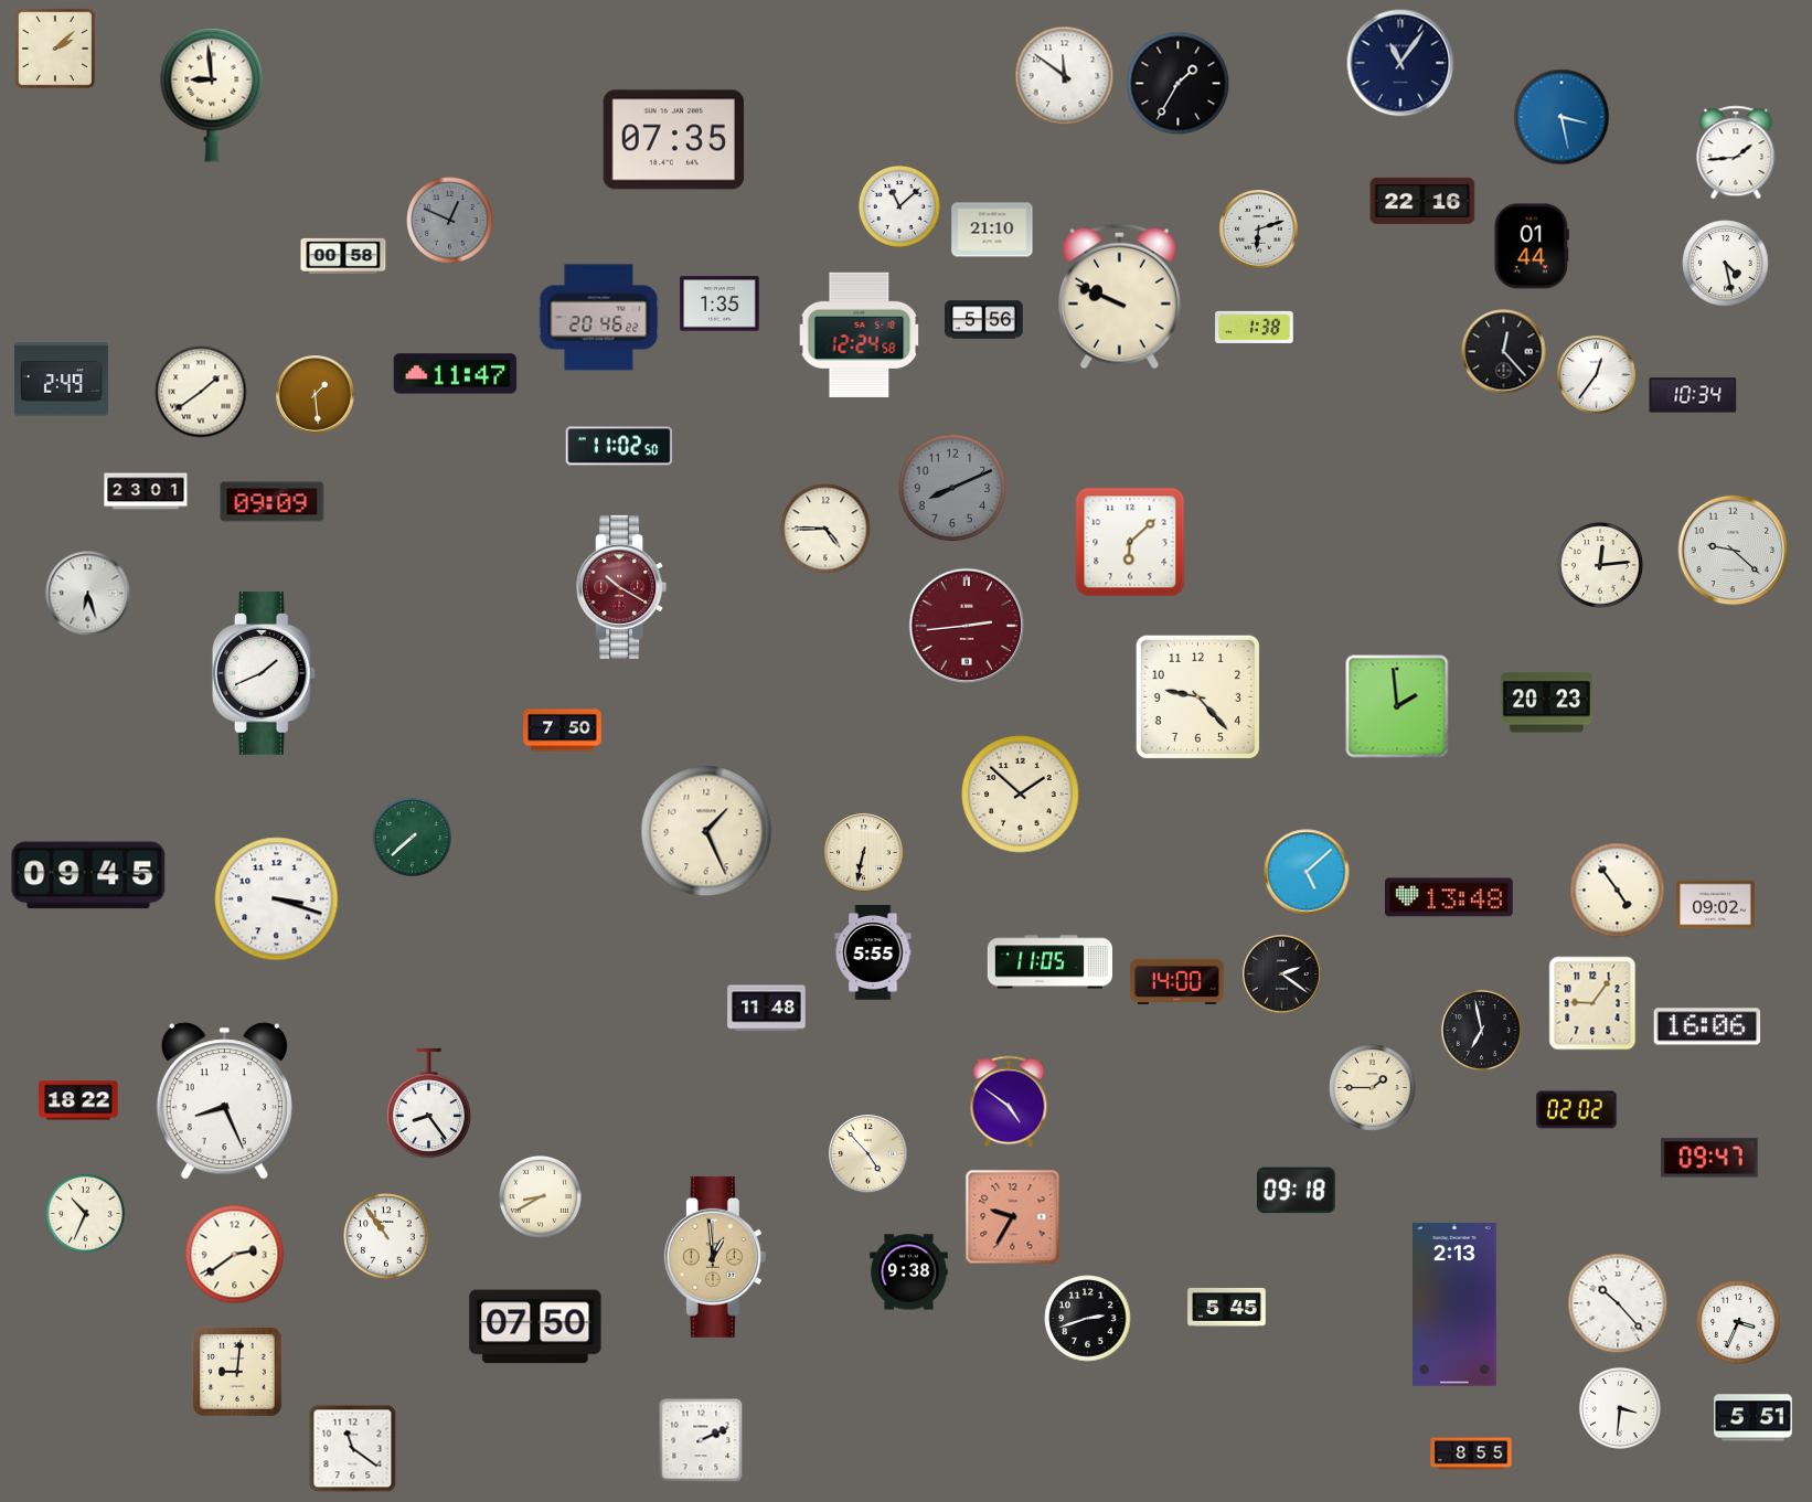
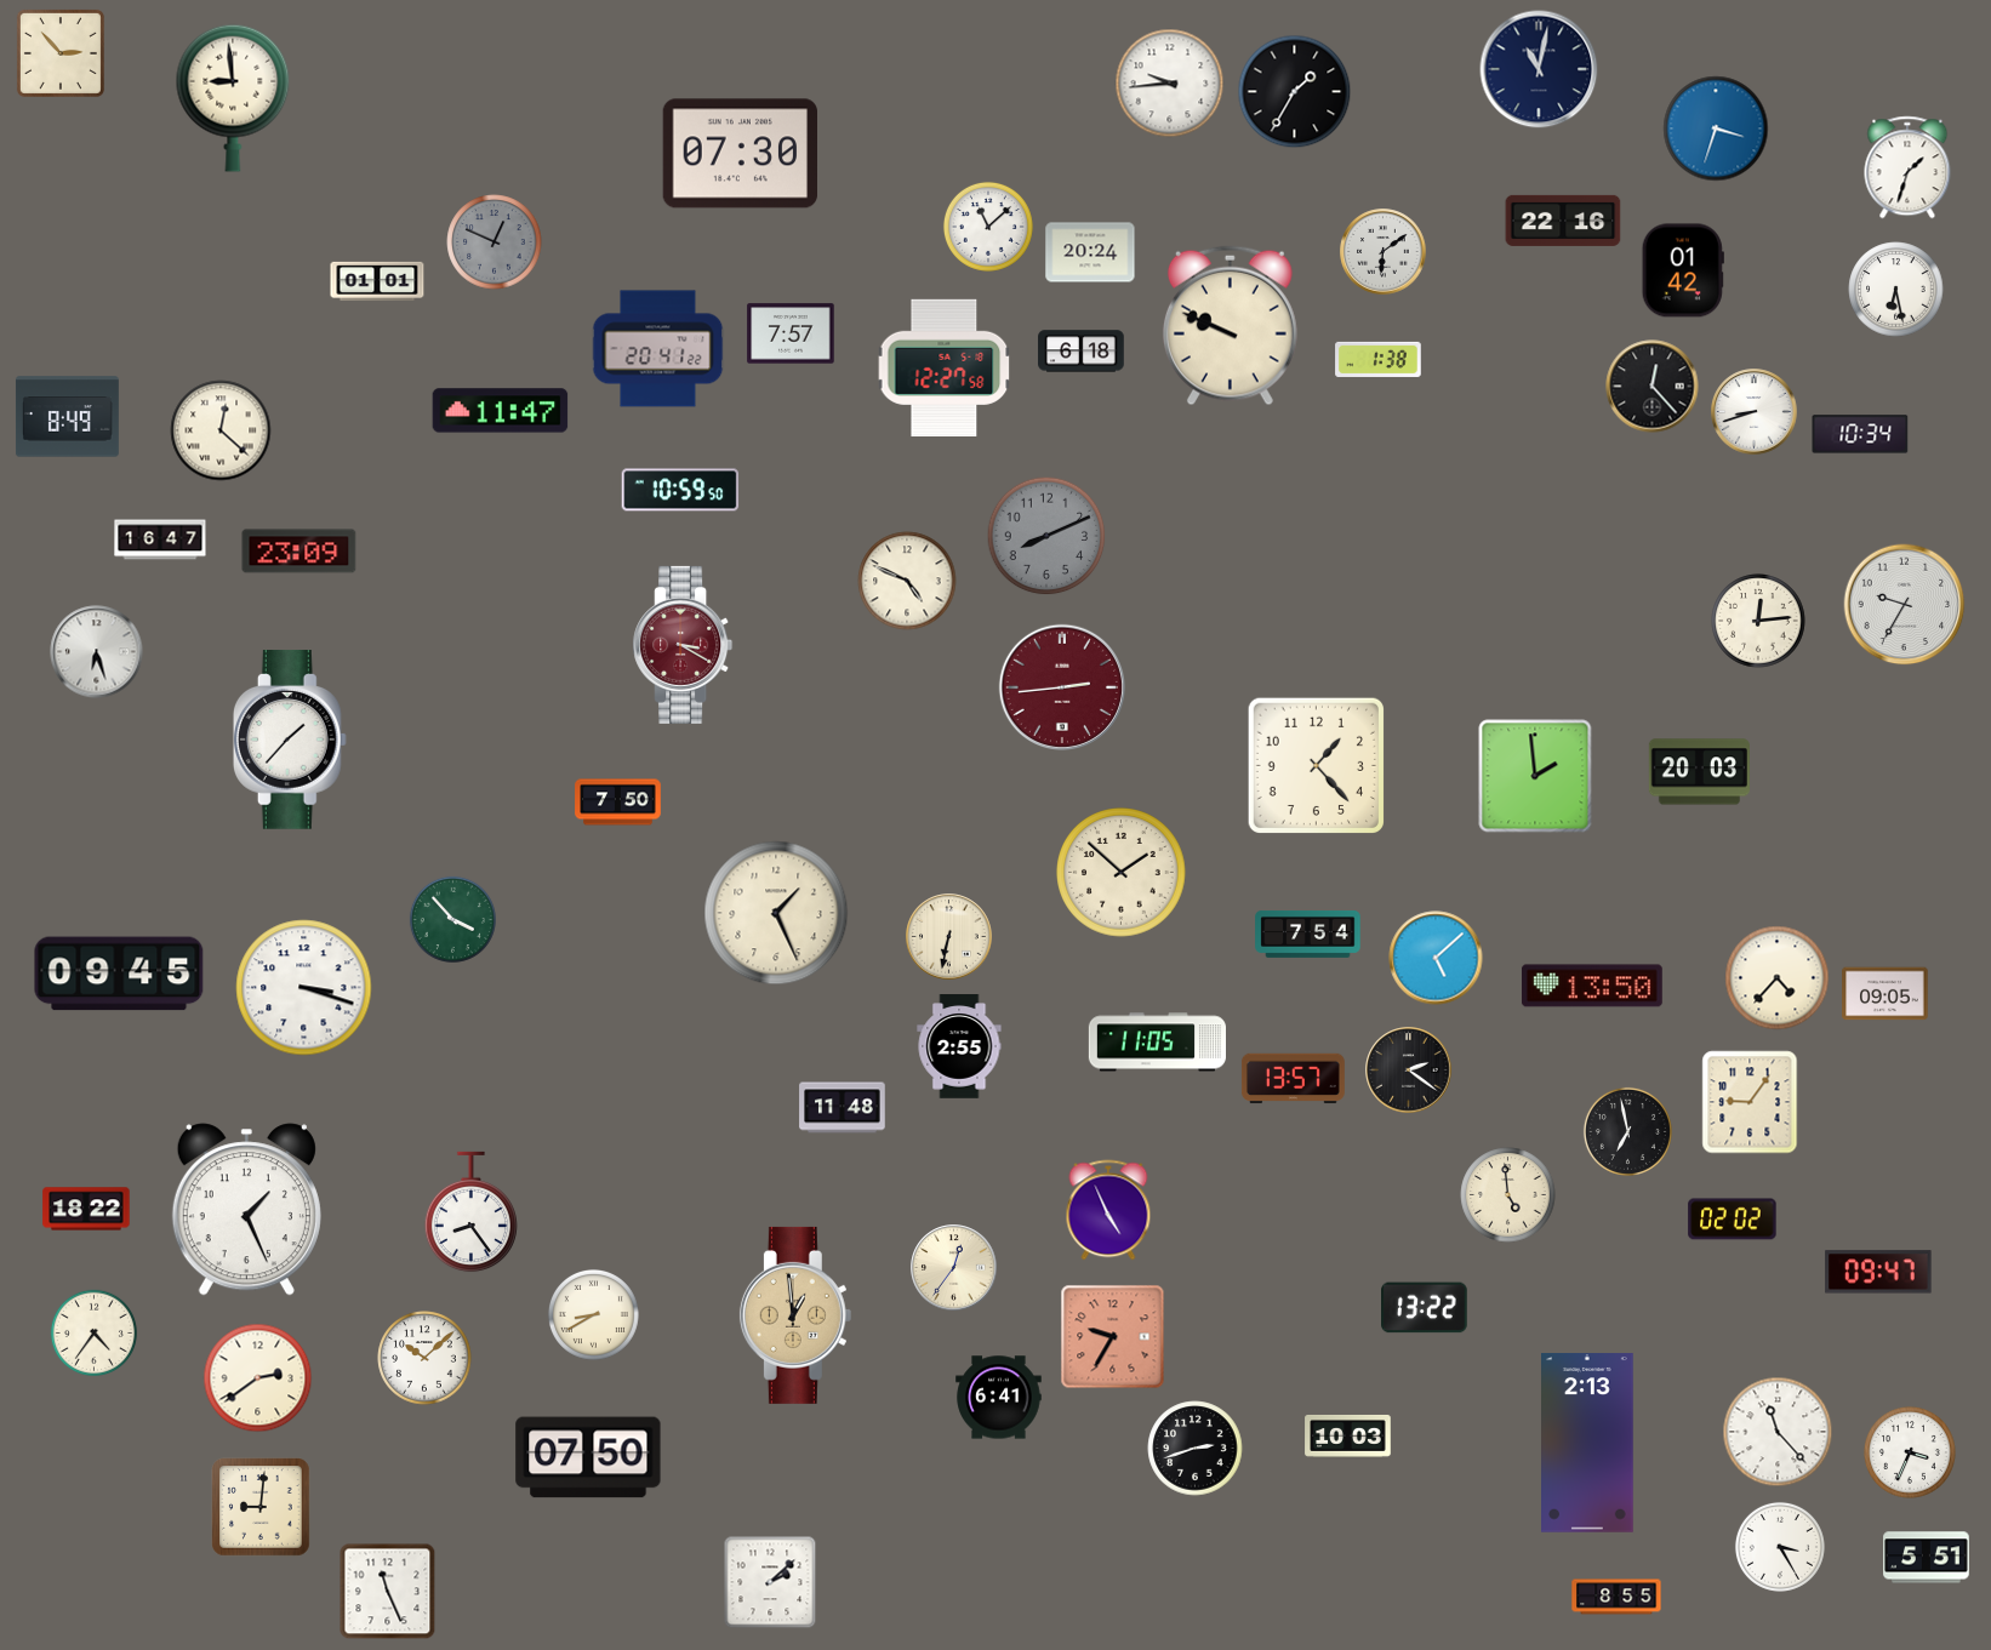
clock at (55, 49): 2:08 -> 2:53
clock at (1400, 63): 11:06 -> 11:02
clock at (1065, 76): 11:51 -> 9:44
clock at (212, 95) position: (212, 95) -> (233, 98)
clock at (1561, 117): 3:28 -> 3:33
clock at (673, 140): 07:35 -> 07:30
clock at (1736, 152): 1:44 -> 1:33
clock at (992, 230): 21:10 -> 20:24
clock at (1259, 230): 6:12 -> 6:09
clock at (1532, 246): 01:44 -> 01:42
clock at (343, 256): 00:58 -> 01:01
clock at (1726, 264): 4:28 -> 6:28
clock at (720, 303): 1:35 -> 7:57
clock at (599, 318): 20:46 -> 20:41
clock at (984, 320): 5:56 -> 6:18
clock at (860, 334): 12:24 -> 12:27
clock at (1597, 375): 12:36 -> 8:42
clock at (61, 380): 2:49 -> 8:49
clock at (201, 392): 1:39 -> 12:22
clock at (316, 395): 1:29 -> none
clock at (619, 446): 11:02 -> 10:59
clock at (146, 491): 23:01 -> 16:47
clock at (273, 502): 09:09 -> 23:09
clock at (825, 529): 4:45 -> 4:49
clock at (1130, 542): 6:08 -> none
clock at (1734, 551): 9:22 -> 9:35
clock at (621, 587): 10:20 -> 3:20
clock at (264, 673): 1:41 -> 1:37
clock at (1197, 696): 9:23 -> 1:23
clock at (1546, 703): 20:23 -> 20:03
clock at (412, 837): 7:38 -> 3:53
clock at (1308, 935): none -> 7:54
clock at (88, 875) position: (88, 875) -> (119, 974)
clock at (1618, 891): 4:54 -> 4:37
clock at (1449, 897): 13:48 -> 13:50
clock at (1716, 905): 09:02 -> 09:05
clock at (873, 952): 5:55 -> 2:55
clock at (1049, 962) position: (1049, 962) -> (1157, 1043)
clock at (1176, 982): 14:00 -> 13:57
clock at (1707, 1026): 16:06 -> none
clock at (1373, 1088): 1:45 -> 4:59
clock at (224, 1101): 8:26 -> 1:26
clock at (1009, 1101): 4:51 -> 4:56
clock at (868, 1154): 4:53 -> 12:36
clock at (1297, 1191): 09:18 -> 13:22
clock at (85, 1213): 10:34 -> 4:36
clock at (386, 1236): 10:54 -> 10:08
clock at (715, 1257) position: (715, 1257) -> (795, 1315)
clock at (909, 1272): 9:38 -> 6:41
clock at (1618, 1303): 10:23 -> 11:23
clock at (1456, 1304) position: (1456, 1304) -> (1588, 1443)
clock at (1227, 1307): 5:45 -> 10:03
clock at (1620, 1408): 3:31 -> 3:25
clock at (701, 1440): 2:11 -> 2:08
clock at (353, 1449): 11:21 -> 11:26
